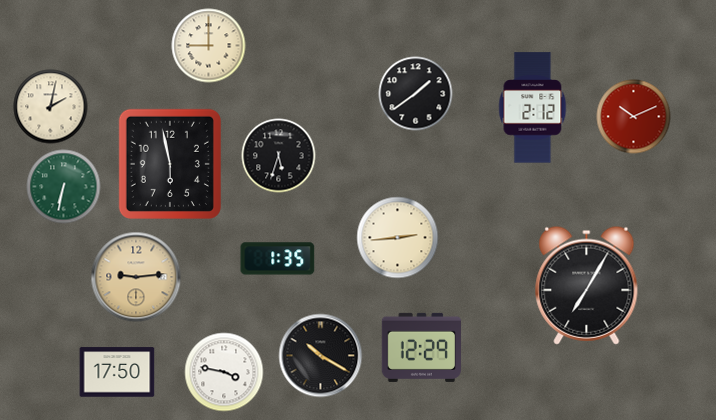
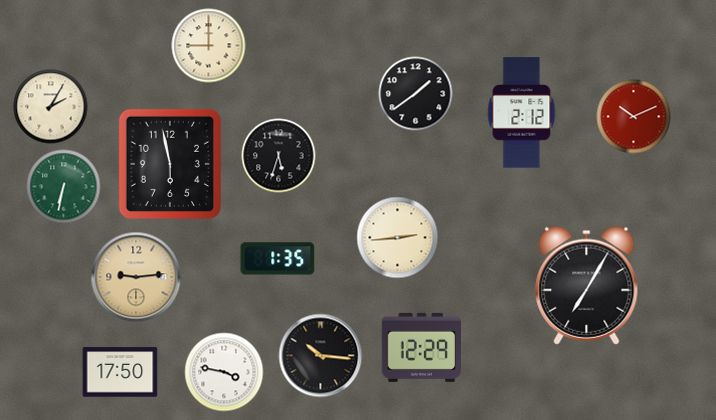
clock at (51, 107): 2:02 -> 2:05
clock at (533, 108) position: (533, 108) -> (522, 113)
clock at (321, 356): 10:20 -> 10:16
clock at (117, 372) position: (117, 372) -> (120, 372)
